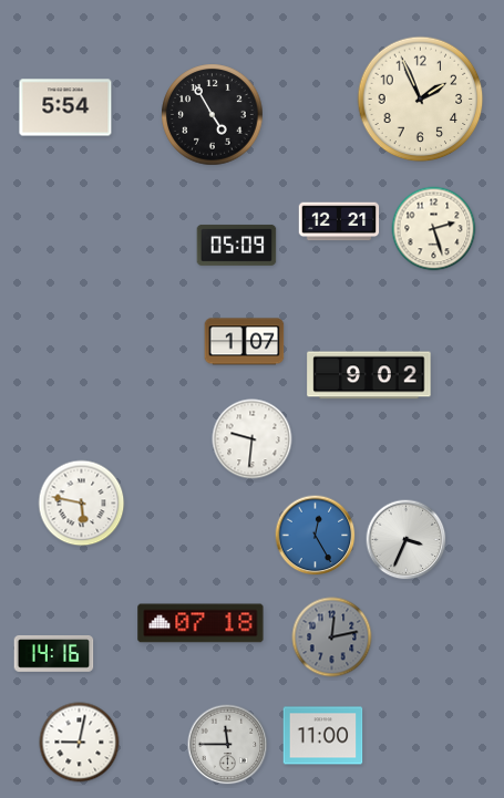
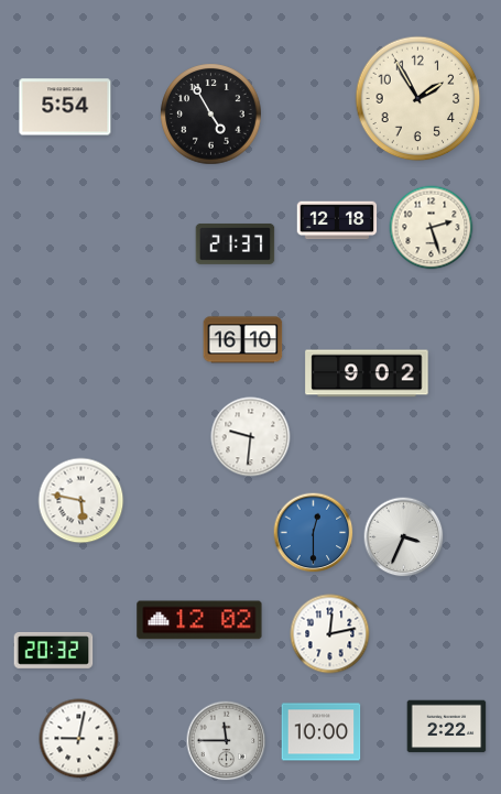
clock at (421, 100): 1:56 -> 1:55
clock at (339, 221): 12:21 -> 12:18
clock at (237, 245): 05:09 -> 21:37
clock at (245, 342): 1:07 -> 16:10
clock at (316, 536): 12:25 -> 12:30
clock at (200, 623): 07:18 -> 12:02
clock at (332, 638) dial: grey -> white
clock at (54, 653): 14:16 -> 20:32
clock at (447, 727): none -> 2:22
clock at (323, 736): 11:00 -> 10:00
